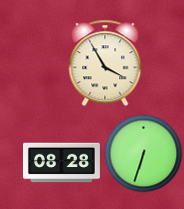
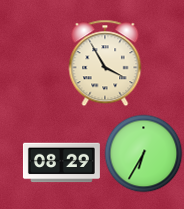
clock at (143, 153): 6:33 -> 6:35
clock at (61, 163): 08:28 -> 08:29
